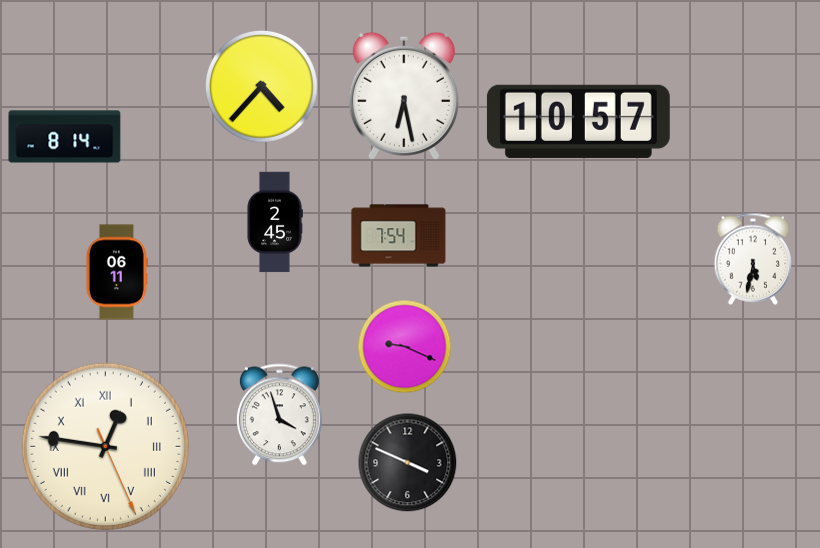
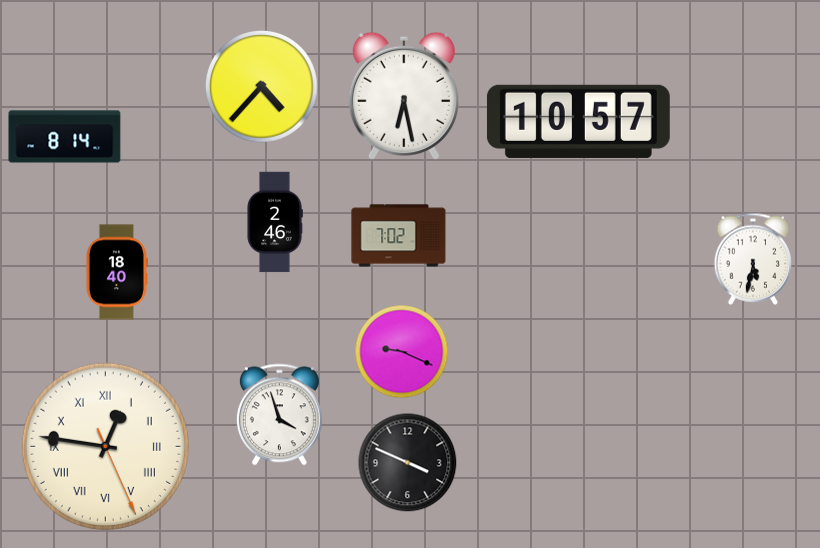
clock at (275, 222): 2:45 -> 2:46
clock at (399, 236): 7:54 -> 7:02
clock at (116, 272): 06:11 -> 18:40
clock at (405, 347) position: (405, 347) -> (402, 352)
